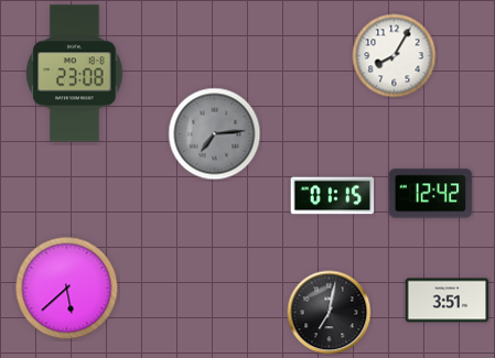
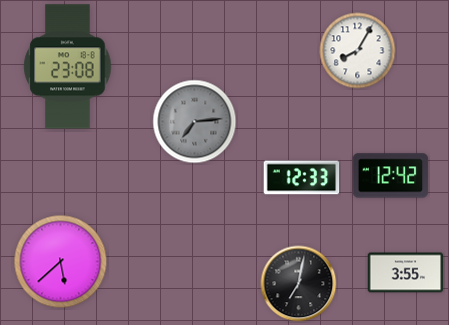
clock at (333, 196): 01:15 -> 12:33
clock at (448, 301): 3:51 -> 3:55
